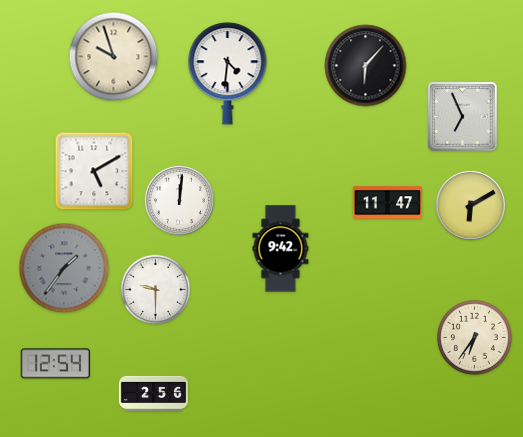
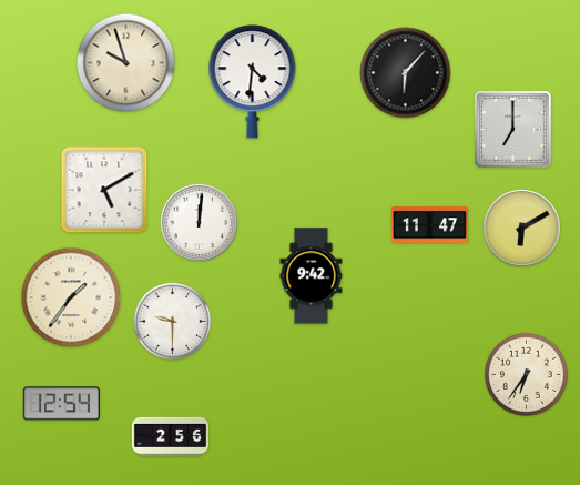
clock at (463, 117): 6:56 -> 7:00
clock at (64, 268) dial: grey -> cream
